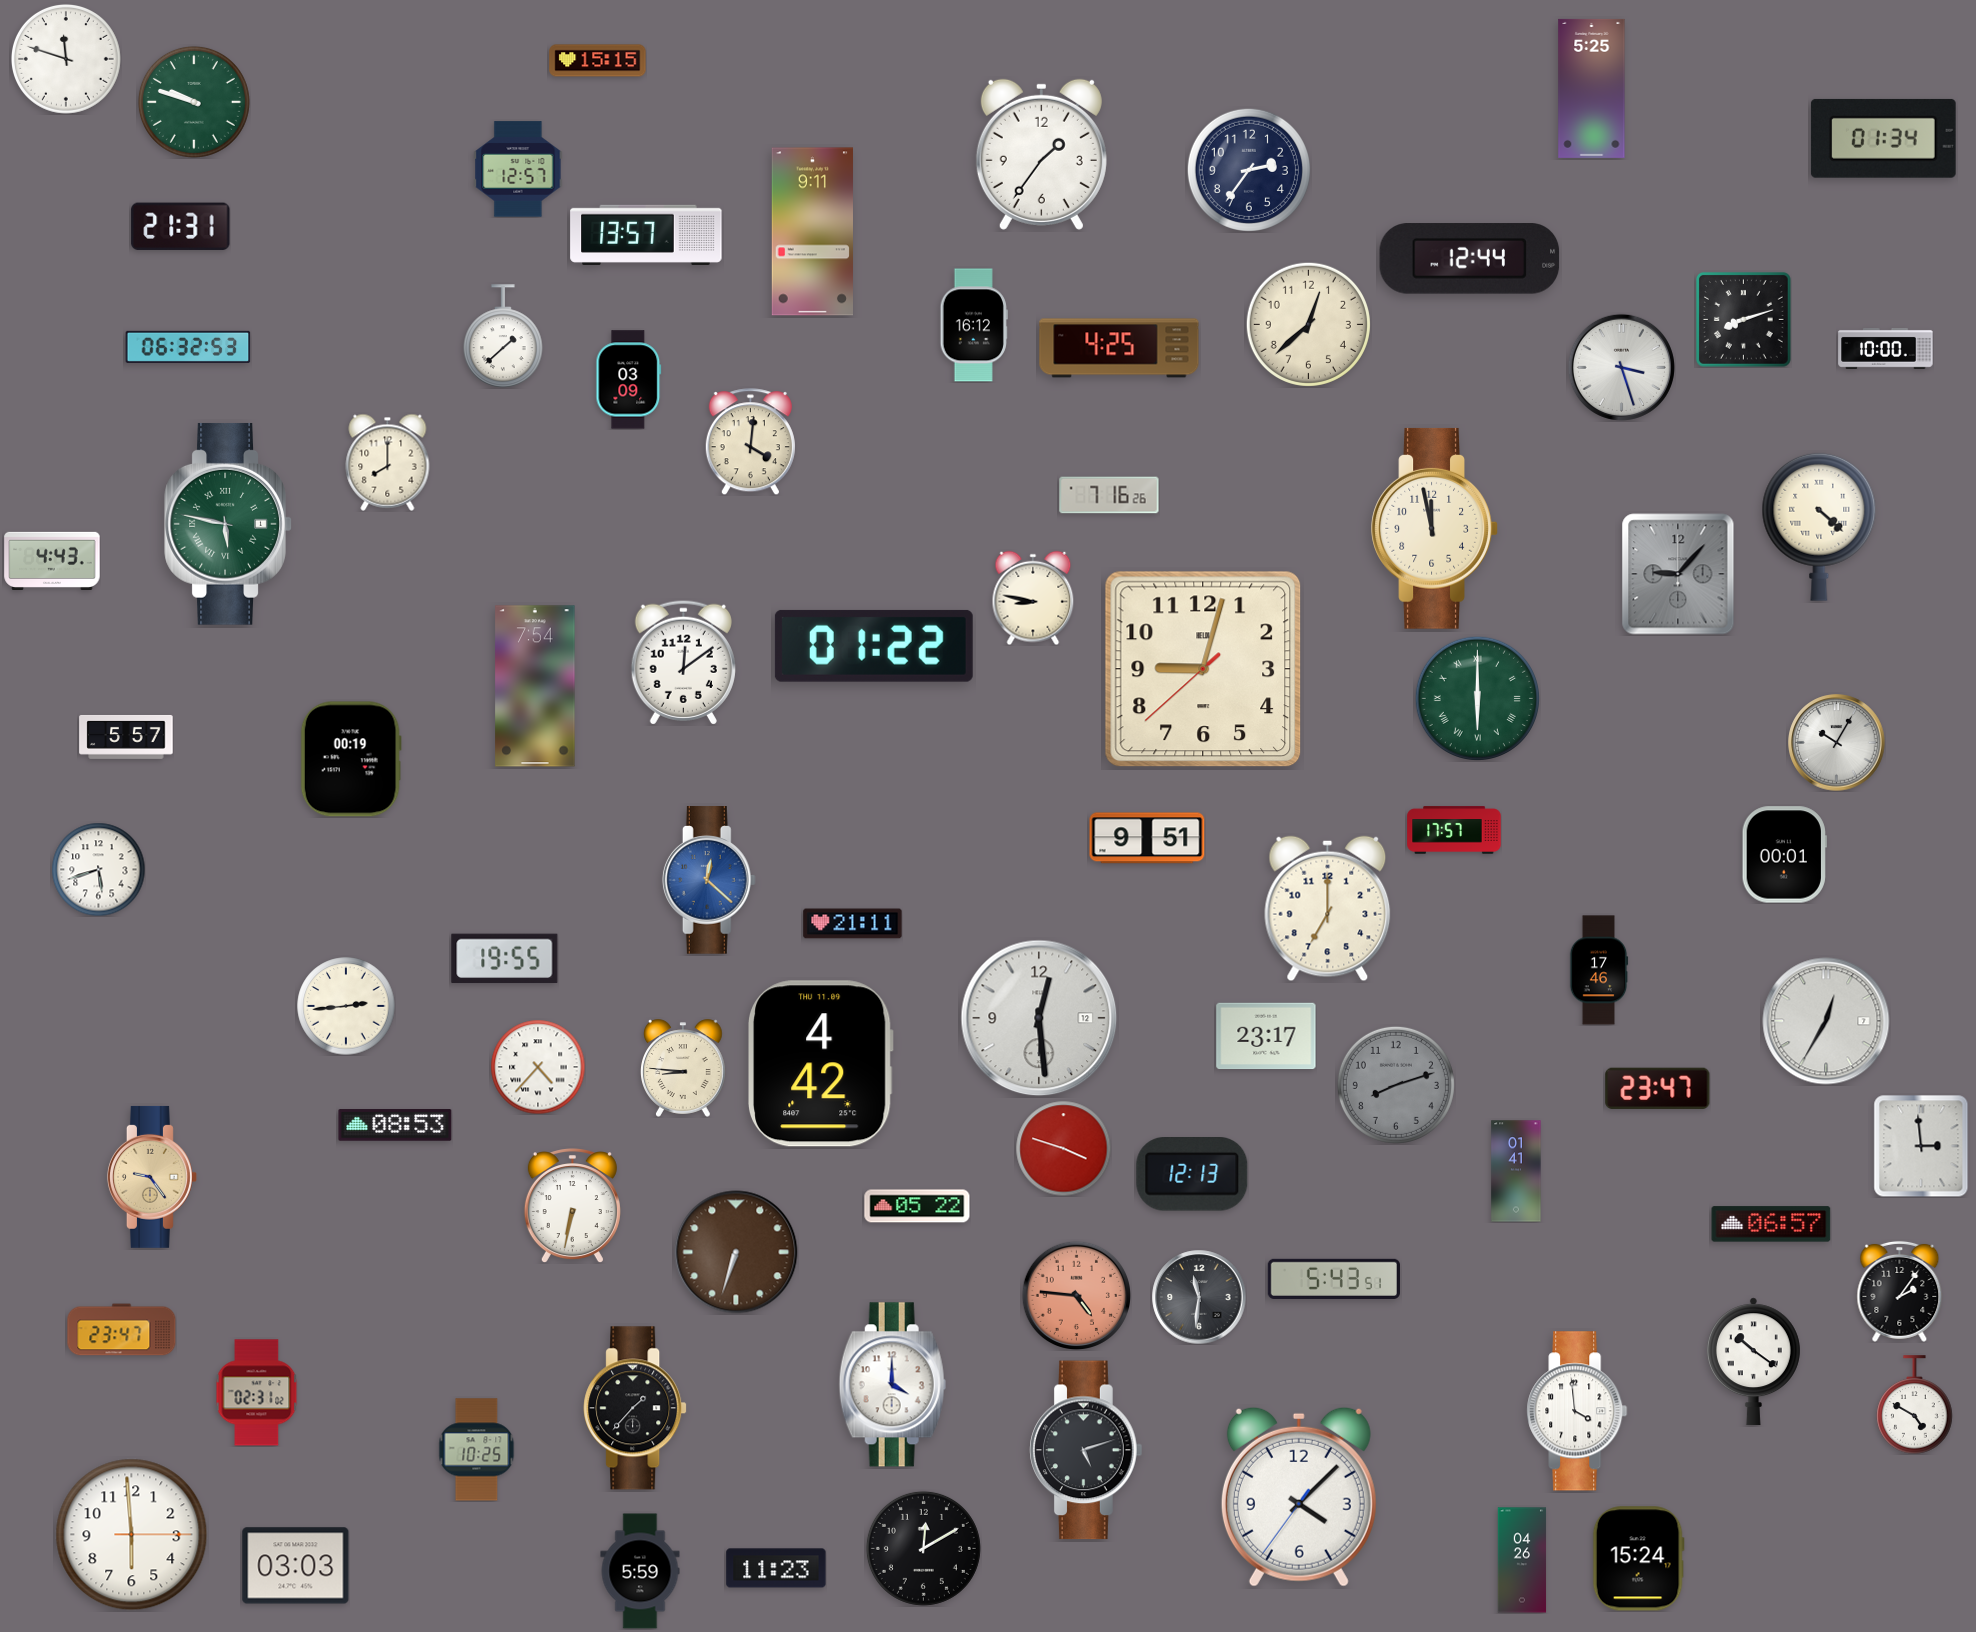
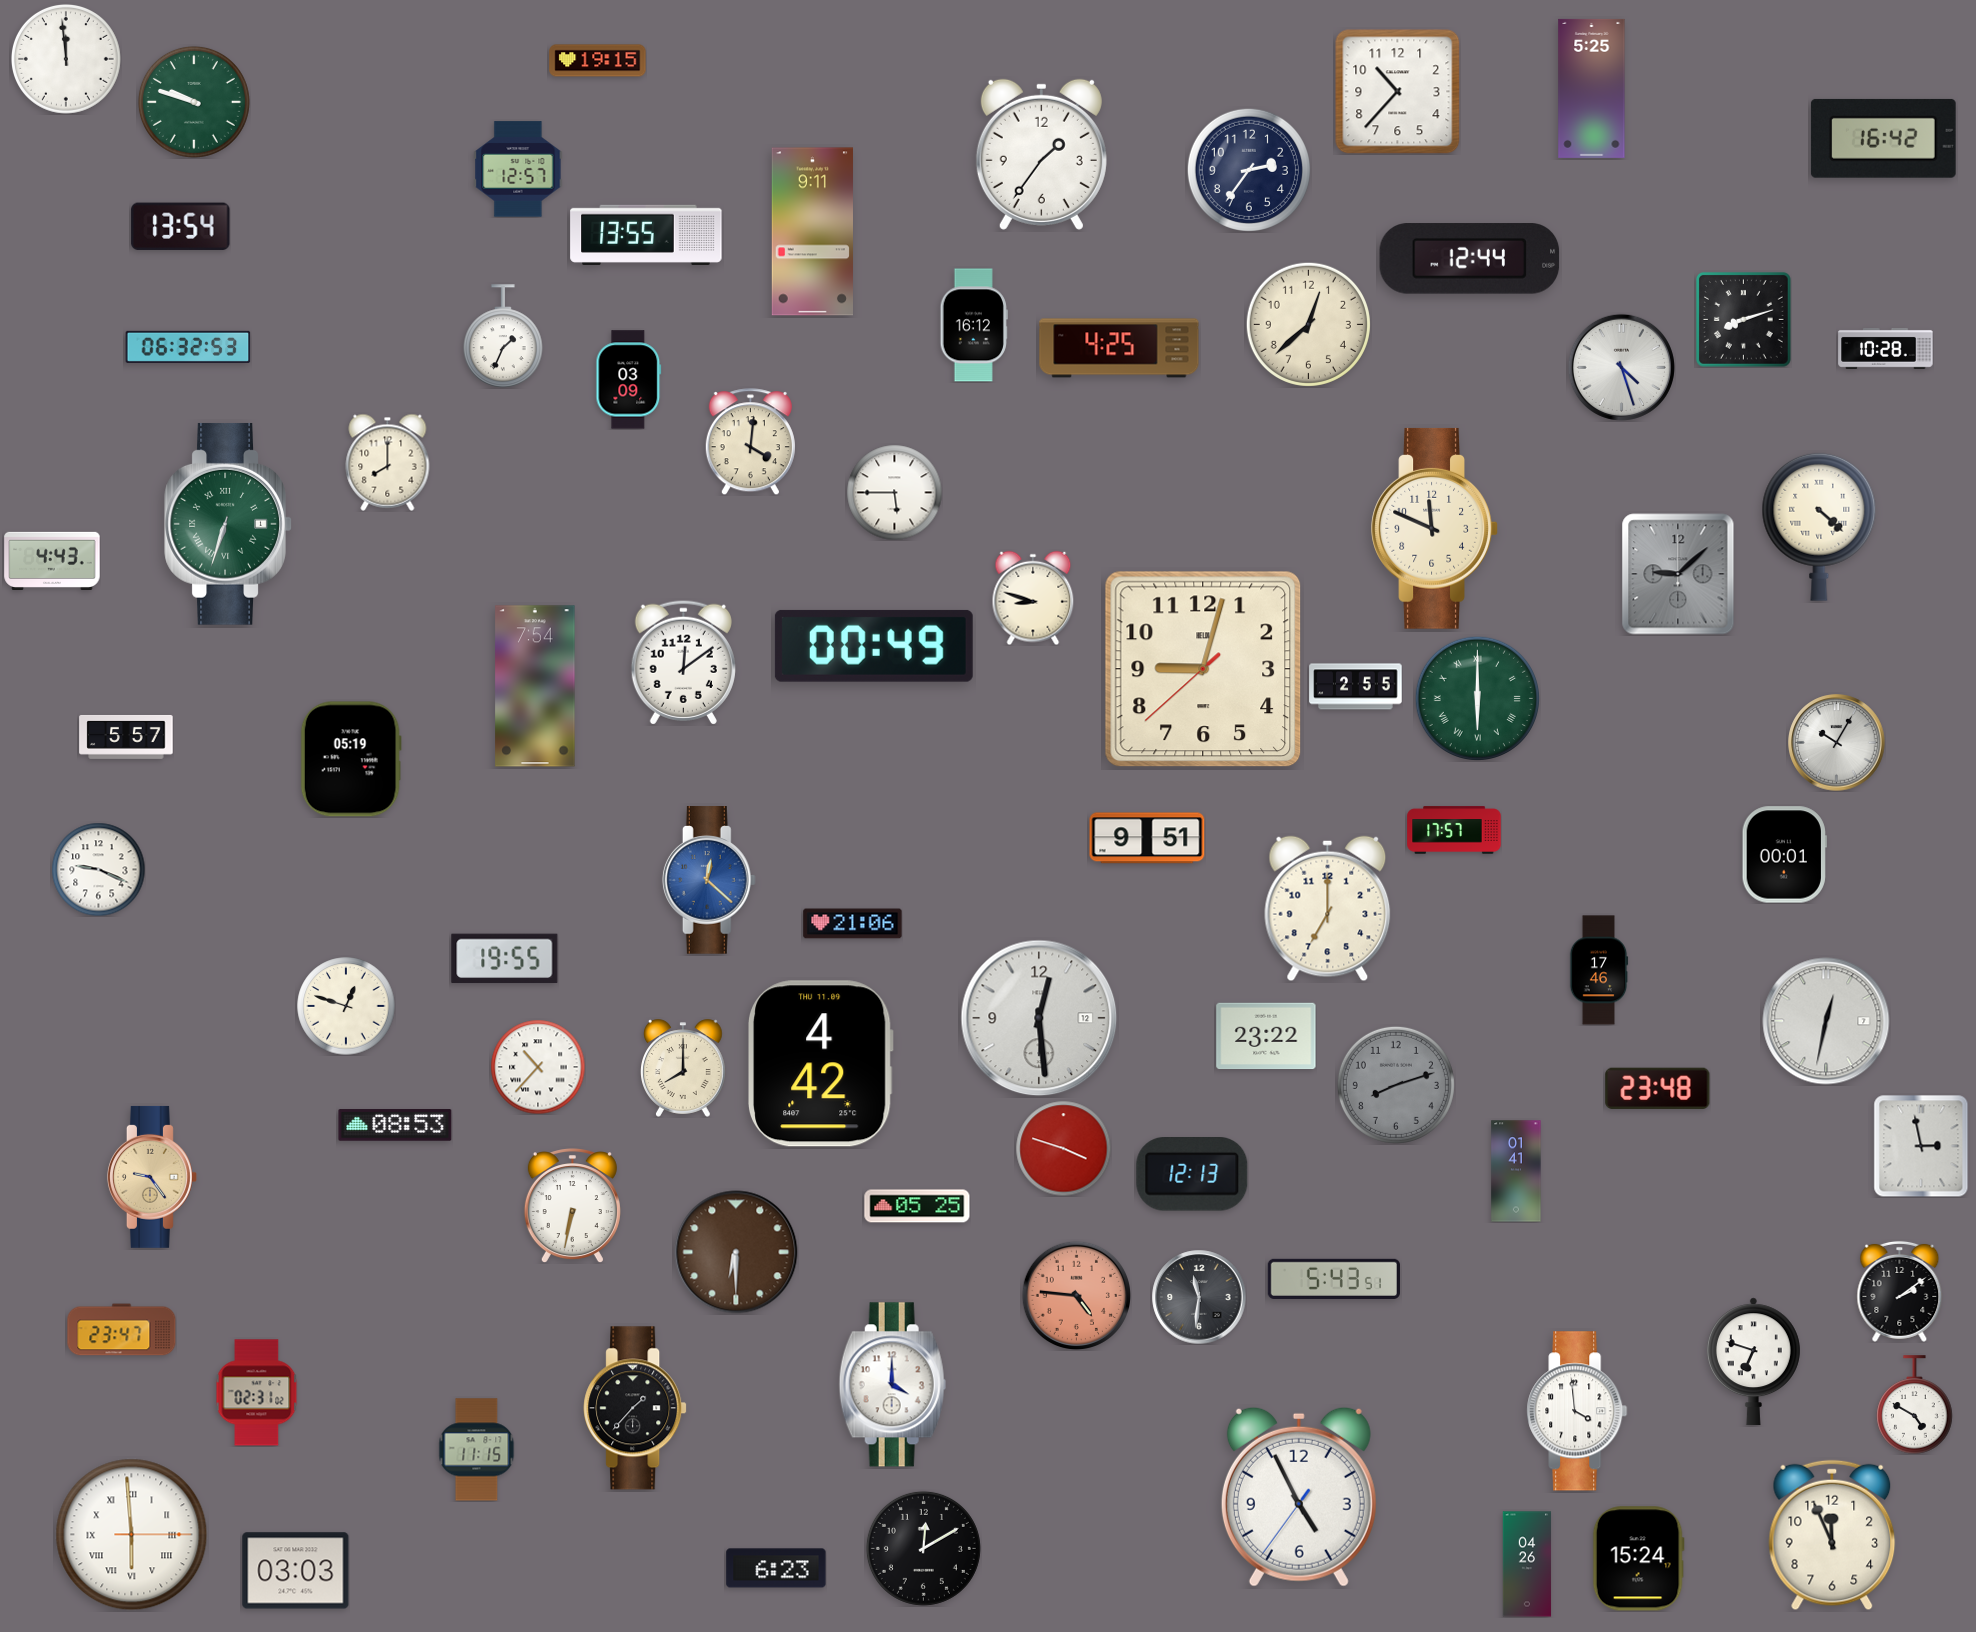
clock at (66, 59): 11:48 -> 11:59
clock at (598, 61): 15:15 -> 19:15
clock at (1398, 92): none -> 10:37
clock at (1883, 138): 01:34 -> 16:42
clock at (181, 226): 21:31 -> 13:54
clock at (646, 235): 13:57 -> 13:55
clock at (504, 336): 1:38 -> 1:34
clock at (1886, 348): 10:00 -> 10:28
clock at (1621, 367): 3:27 -> 4:27
clock at (894, 492): none -> 5:45
clock at (1109, 495): 7:16 -> none
clock at (228, 524): 5:47 -> 6:33
clock at (1435, 528): 11:58 -> 11:49
clock at (1678, 574): 9:07 -> 9:08
clock at (1033, 598): 8:47 -> 8:48
clock at (874, 646): 01:22 -> 00:49
clock at (1356, 687): none -> 2:55
clock at (351, 759): 00:19 -> 05:19
clock at (98, 869): 5:42 -> 9:19
clock at (853, 924): 21:11 -> 21:06
clock at (346, 1006): 2:44 -> 12:48
clock at (1826, 1021): 12:35 -> 12:32
clock at (1266, 1036): 23:17 -> 23:22
clock at (538, 1067): 4:37 -> 10:37
clock at (684, 1068): 8:46 -> 8:00
clock at (1658, 1088): 23:47 -> 23:48
clock at (1921, 1146): 2:59 -> 2:58
clock at (917, 1206): 05:22 -> 05:25
clock at (1771, 1224): 06:57 -> none
clock at (736, 1252): 6:33 -> 6:30
clock at (1900, 1291): 2:06 -> 2:09
clock at (1753, 1362): 10:21 -> 6:48
clock at (477, 1450): 10:25 -> 11:15
clock at (1086, 1450): 5:12 -> none
clock at (1299, 1497): 4:07 -> 4:55
clock at (132, 1535) numerals: Arabic -> Roman
clock at (1832, 1535): none -> 11:56
clock at (1522, 1560) position: (1522, 1560) -> (1527, 1564)
clock at (296, 1566) position: (296, 1566) -> (296, 1571)
clock at (776, 1568): 11:23 -> 6:23
clock at (640, 1571): 5:59 -> none
